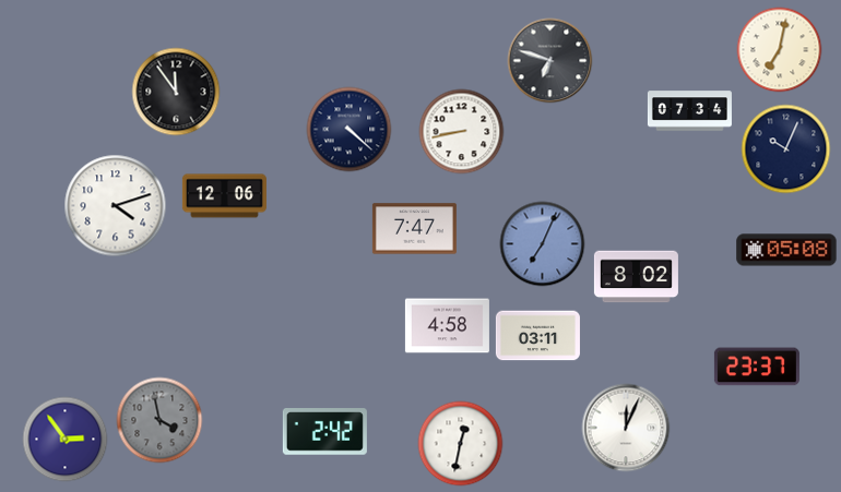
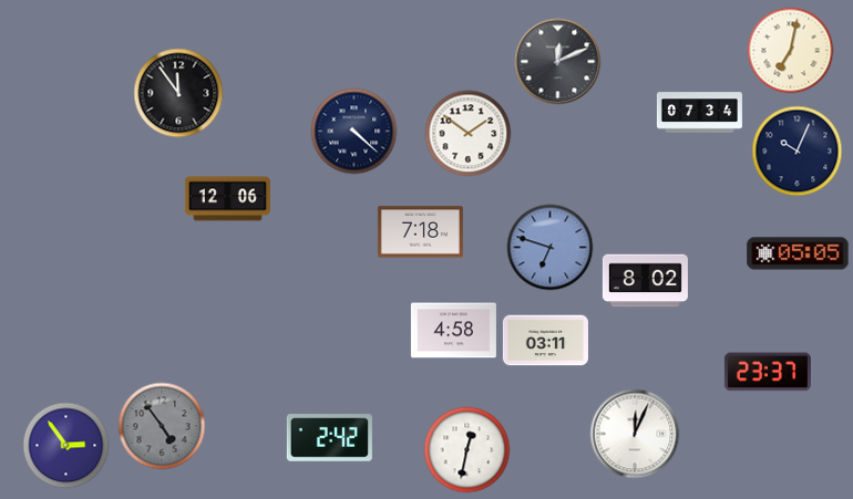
clock at (549, 60): 6:48 -> 12:11
clock at (461, 131): 8:43 -> 1:51
clock at (115, 205): 4:12 -> none
clock at (414, 229): 7:47 -> 7:18
clock at (542, 243): 7:04 -> 6:48
clock at (786, 250): 05:08 -> 05:05
clock at (159, 420): 3:58 -> 4:54
